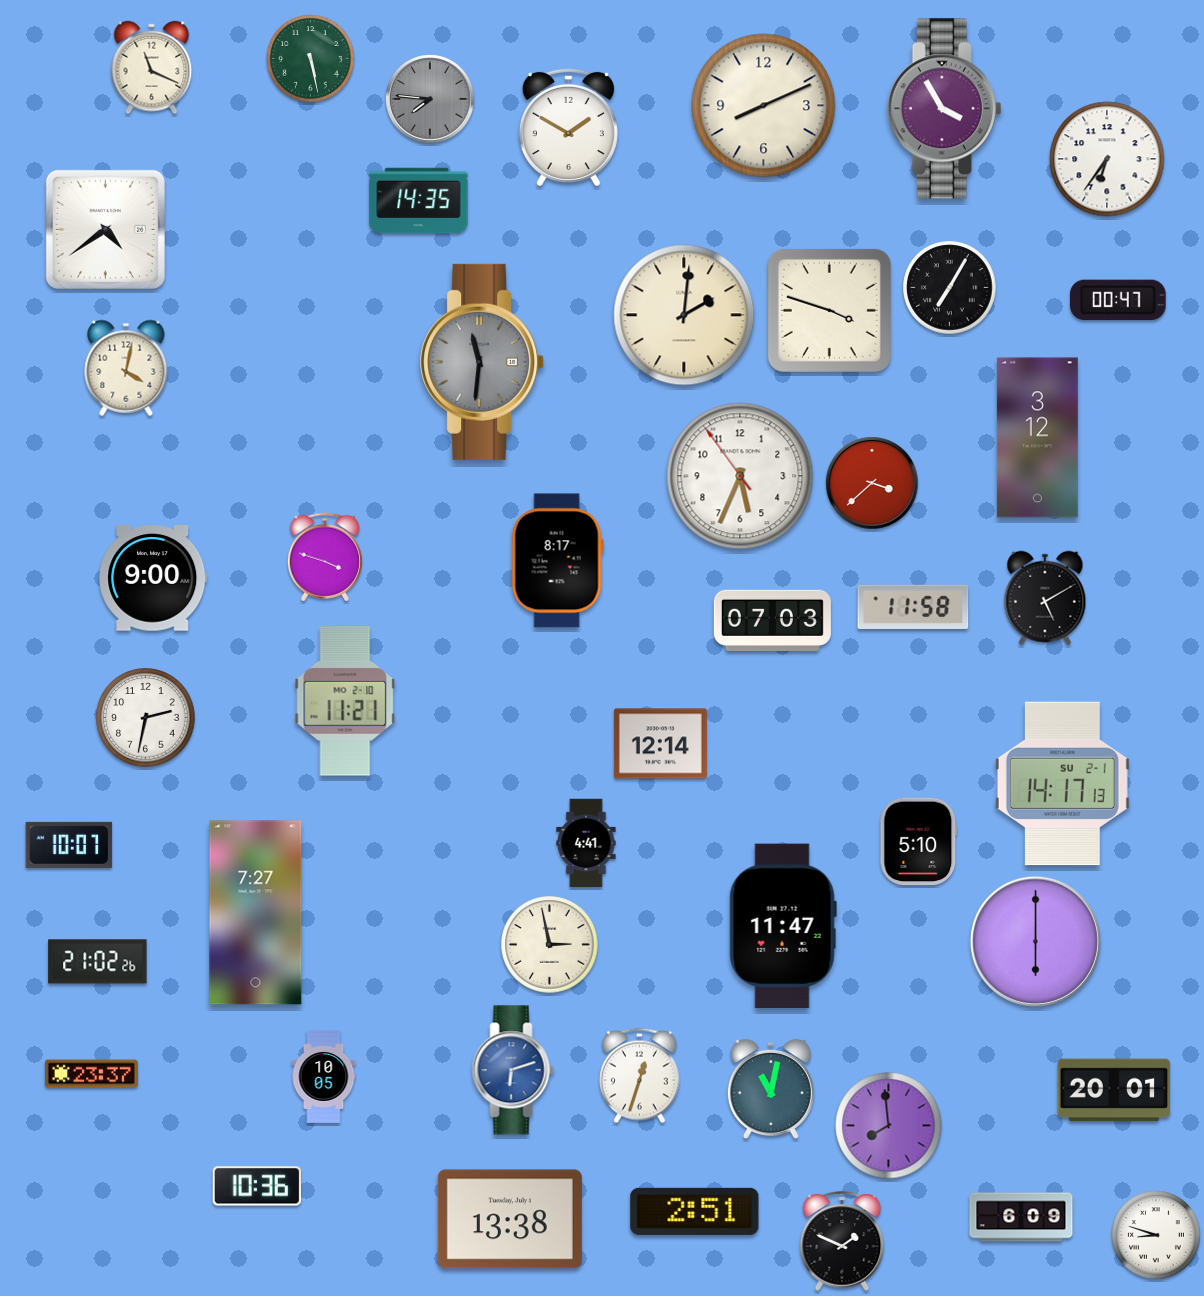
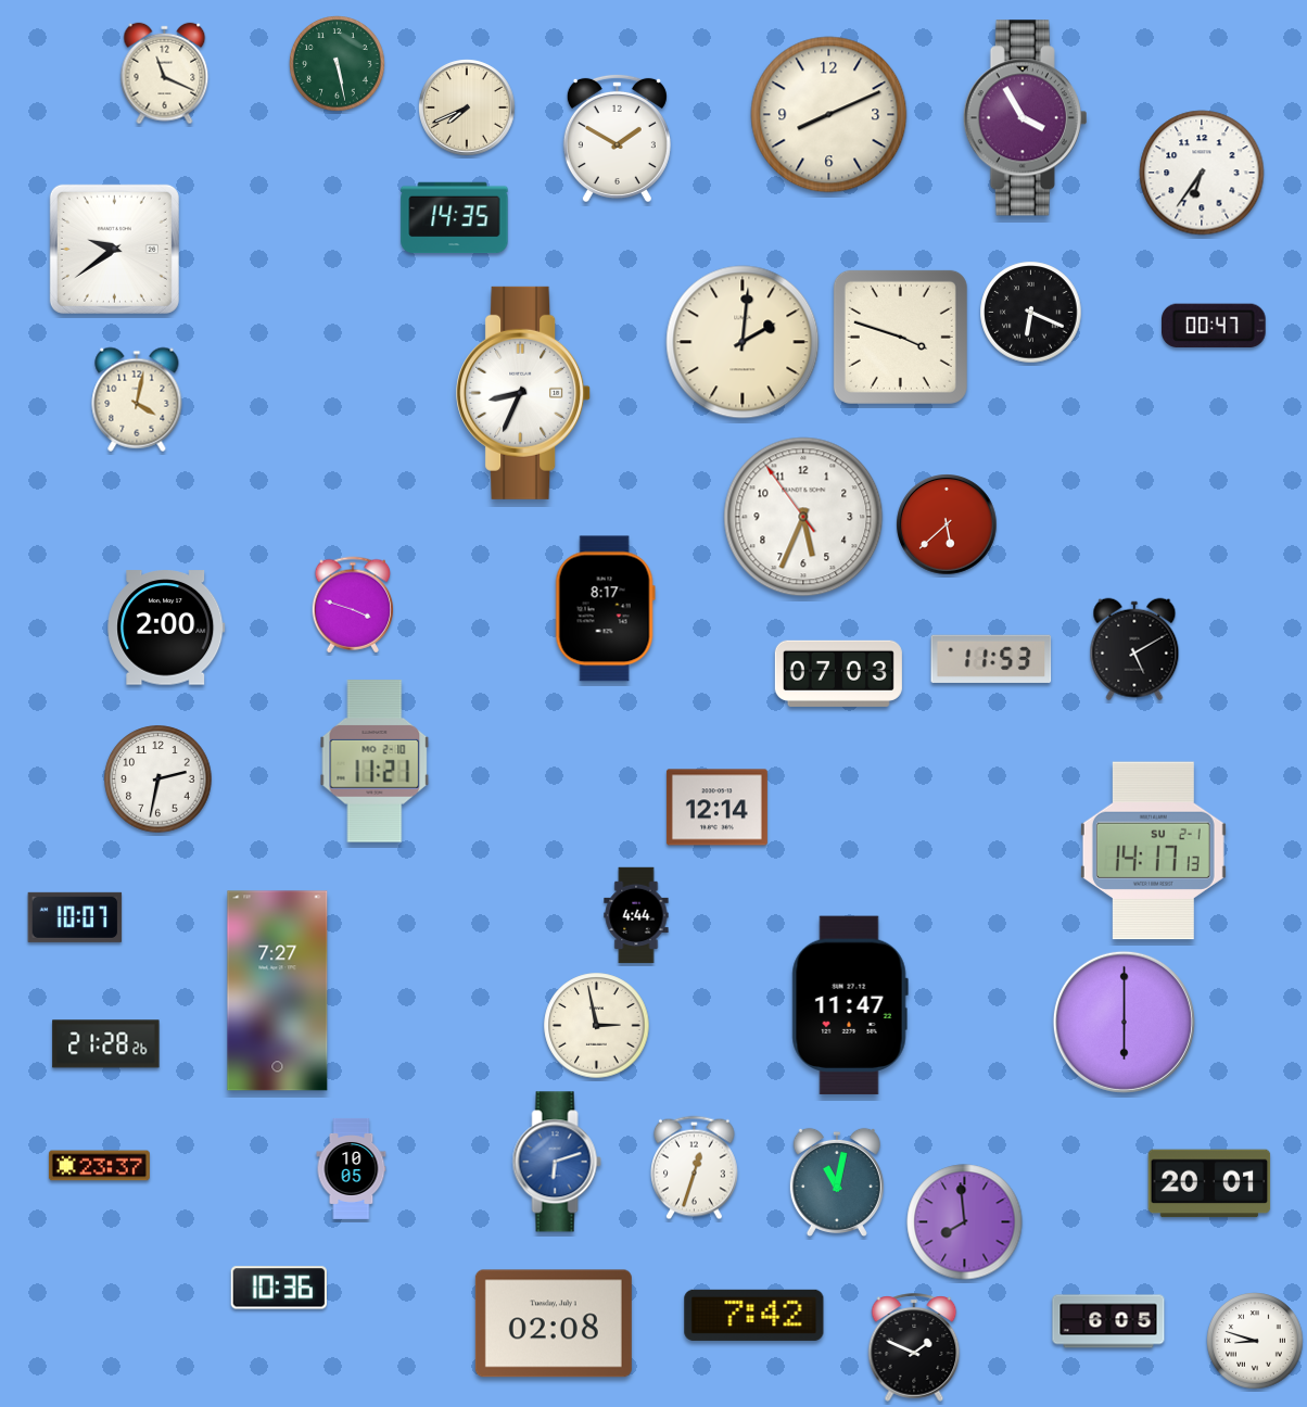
clock at (430, 99): 7:46 -> 7:41
clock at (430, 99) dial: grey -> cream
clock at (105, 229): 4:39 -> 9:39
clock at (950, 288): 7:05 -> 6:19
clock at (483, 362): 11:31 -> 8:34
clock at (483, 362) dial: grey -> white
clock at (1037, 438): 3:12 -> none
clock at (872, 483): 3:38 -> 5:38
clock at (153, 578): 9:00 -> 2:00
clock at (913, 607): 11:58 -> 11:53
clock at (919, 842): 5:10 -> none
clock at (586, 843): 4:41 -> 4:44
clock at (98, 962): 21:02 -> 21:28
clock at (695, 1211): 2:51 -> 7:42
clock at (1021, 1217): 6:09 -> 6:05
clock at (510, 1219): 13:38 -> 02:08
